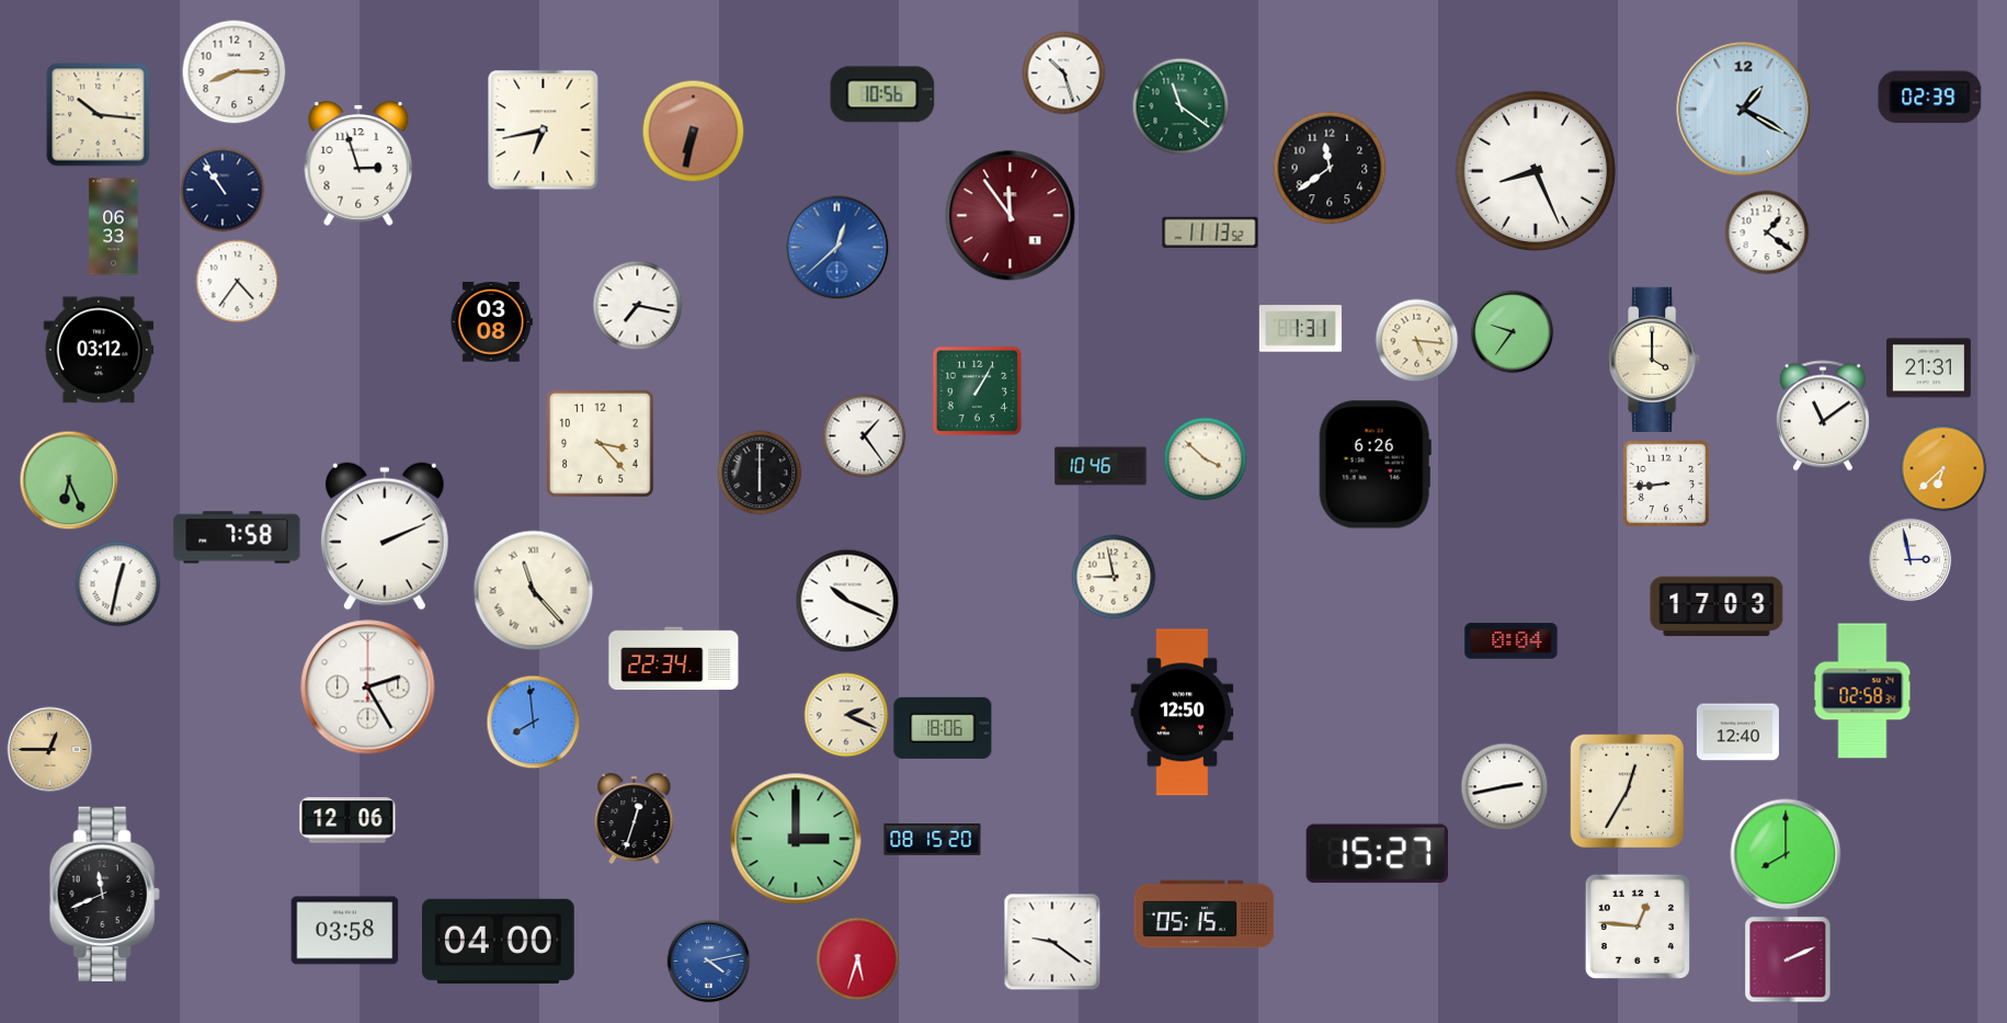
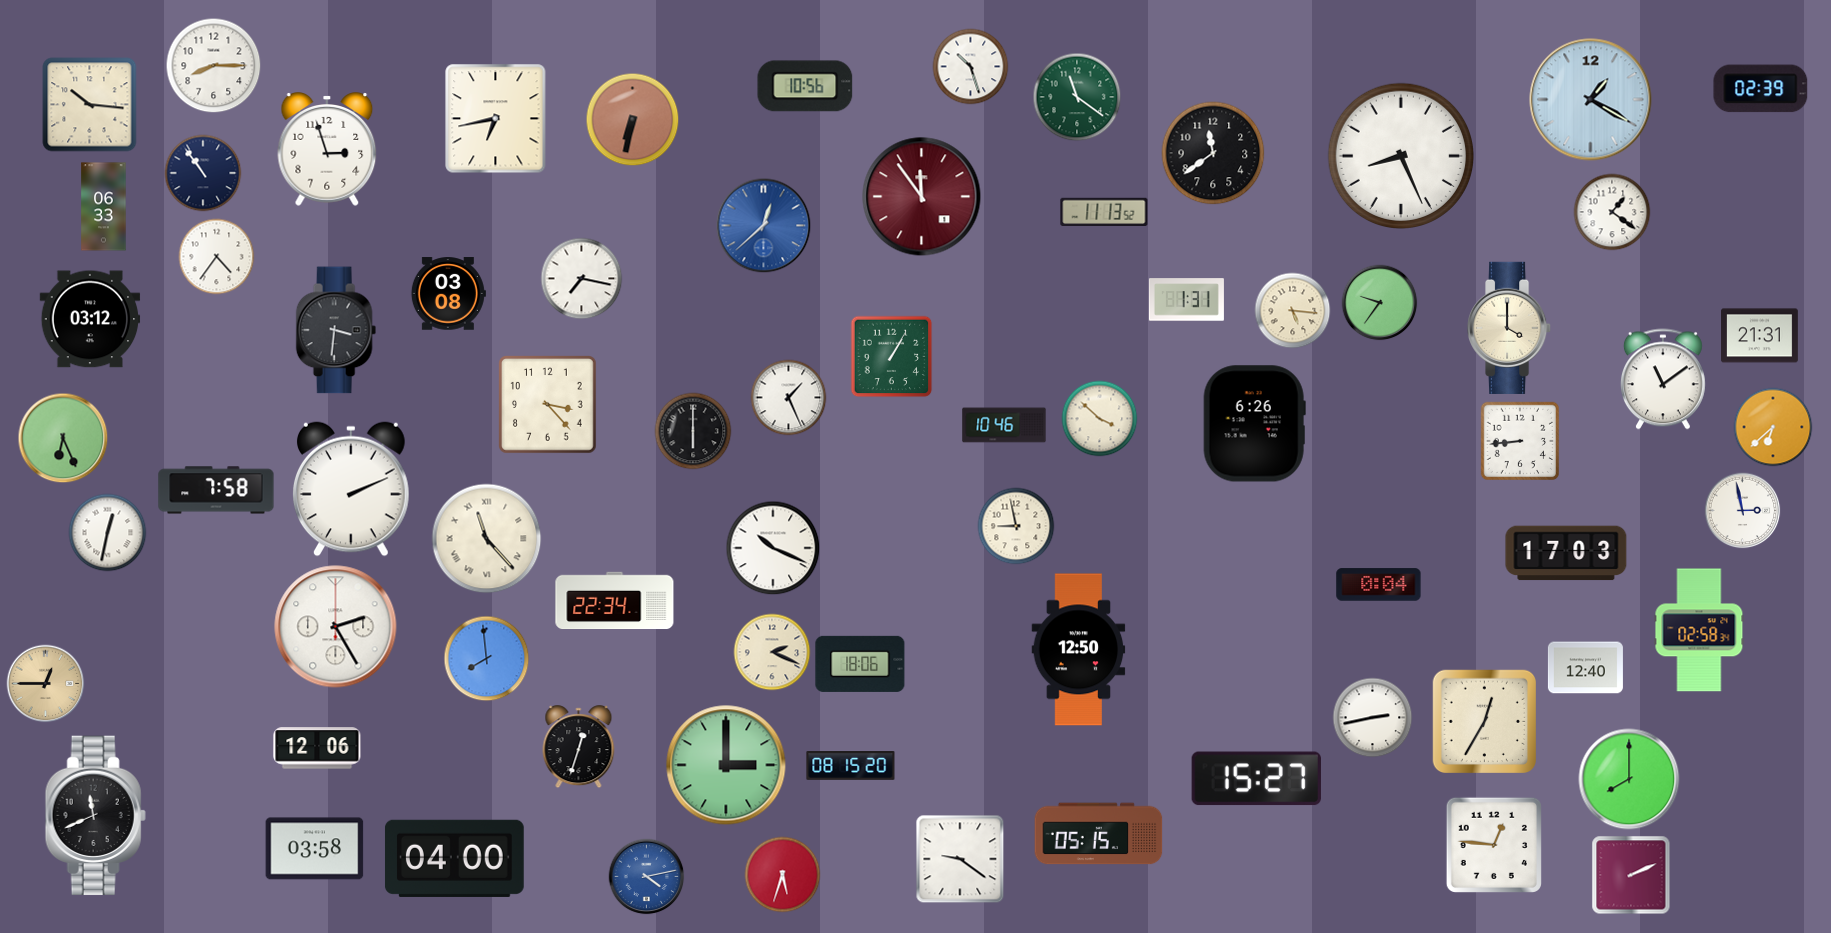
clock at (336, 330): none -> 3:31
clock at (865, 436): 1:24 -> 1:26
